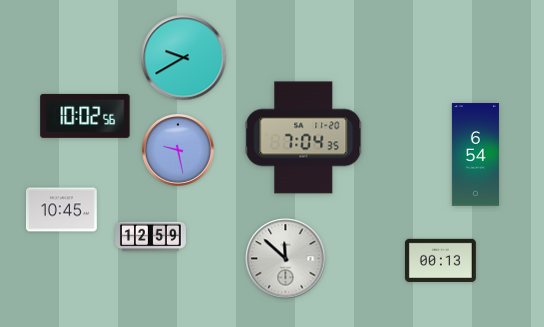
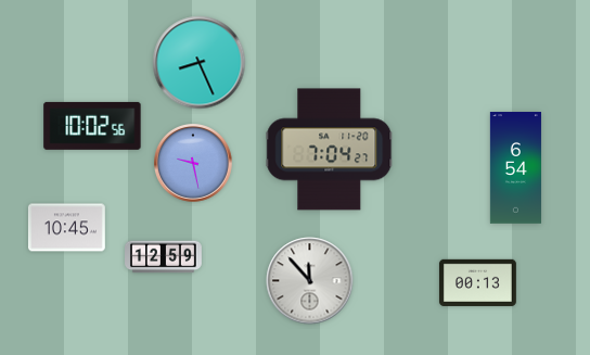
clock at (184, 58): 9:40 -> 8:26
clock at (304, 138): 7:04:35 -> 7:04:27
clock at (286, 259): 11:52 -> 11:53
